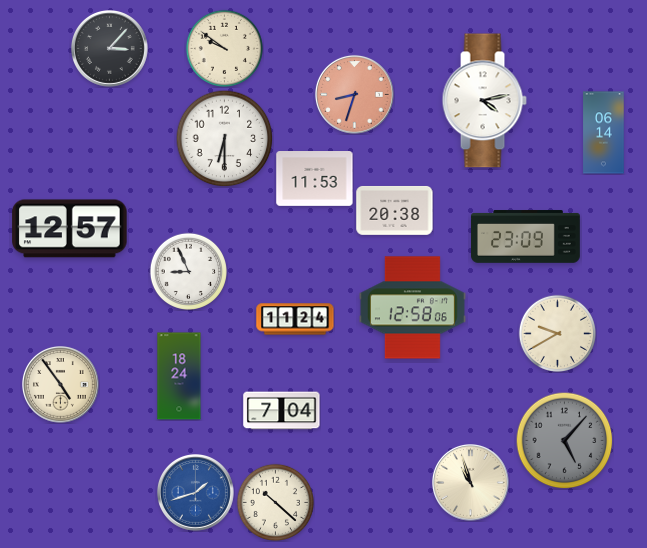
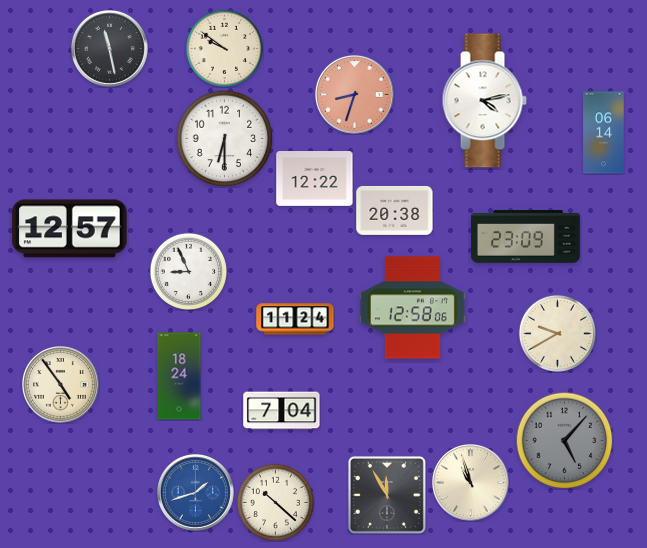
clock at (110, 49): 3:07 -> 11:28
clock at (315, 179): 11:53 -> 12:22
clock at (387, 495): none -> 11:55
